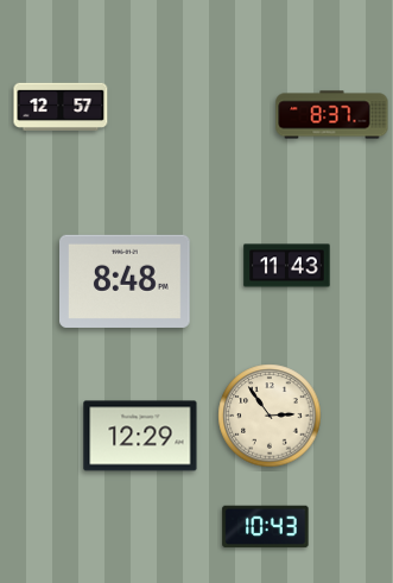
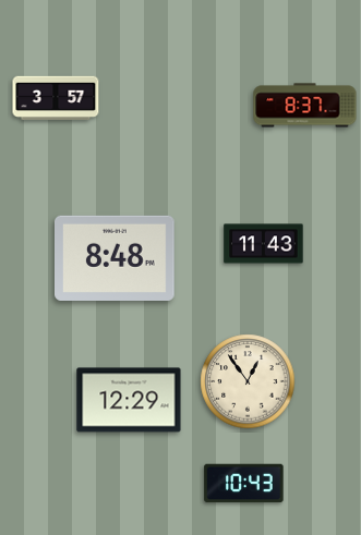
clock at (61, 106): 12:57 -> 3:57
clock at (270, 416): 2:54 -> 12:54
